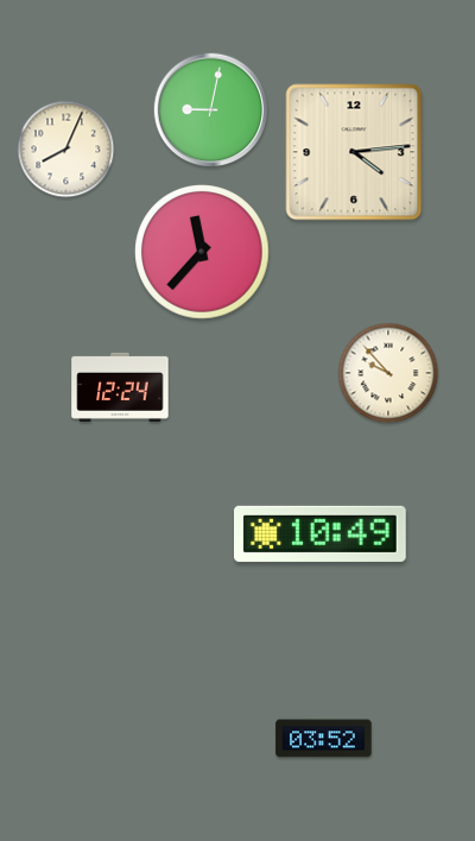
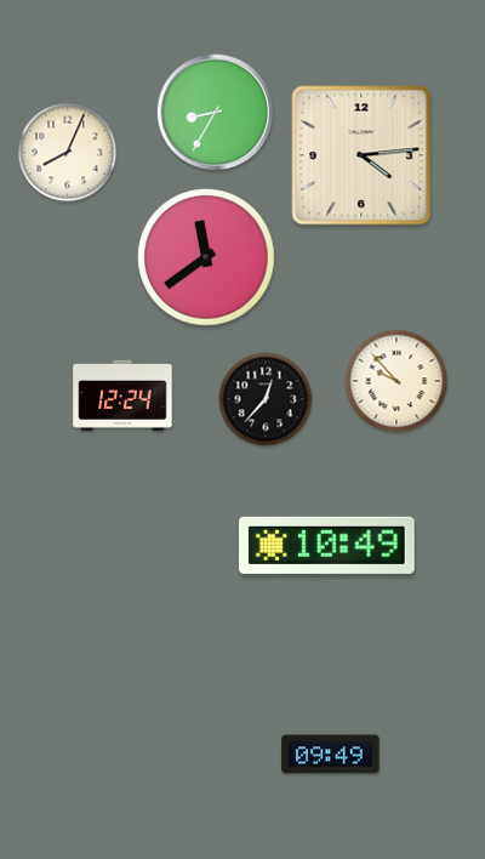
clock at (211, 110): 9:02 -> 8:35
clock at (202, 252): 11:37 -> 11:39
clock at (266, 399): none -> 12:37
clock at (324, 739): 03:52 -> 09:49
